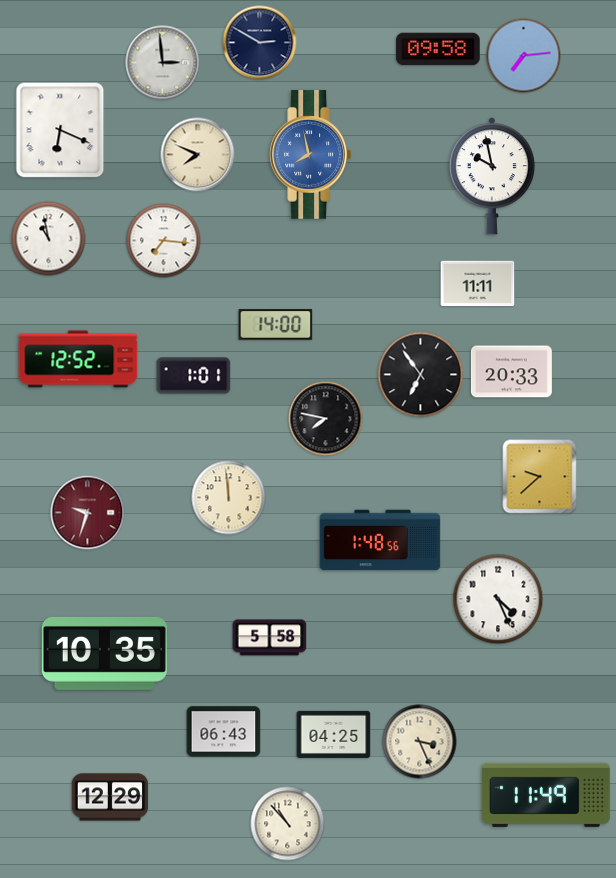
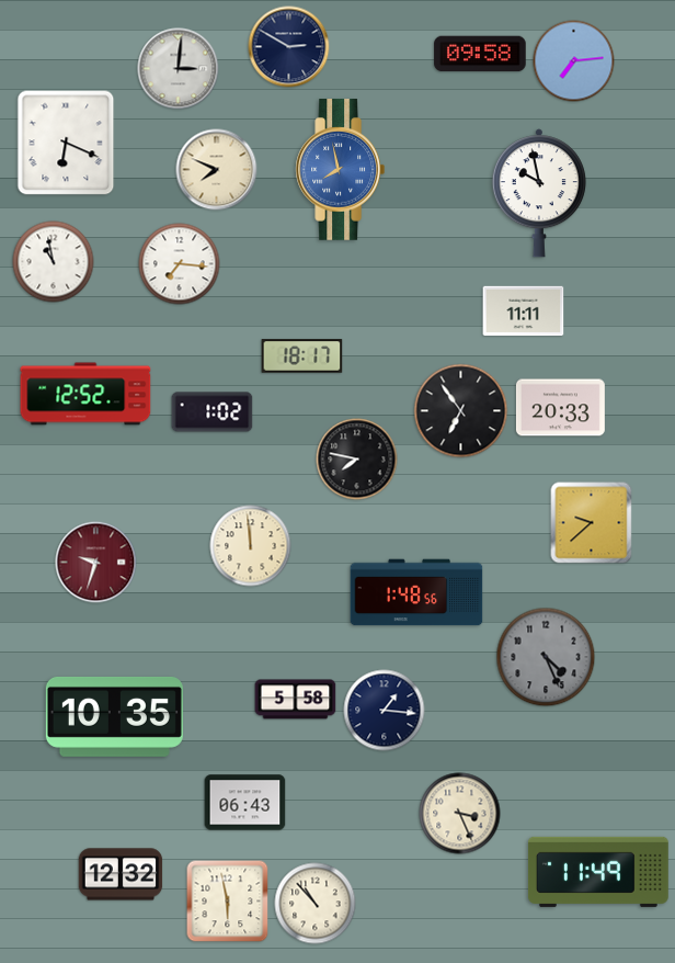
clock at (260, 43) position: (260, 43) -> (289, 47)
clock at (163, 63): 2:59 -> 3:01
clock at (276, 325): 14:00 -> 18:17
clock at (194, 376): 1:01 -> 1:02
clock at (498, 599) dial: white -> grey
clock at (385, 711): none -> 1:16
clock at (334, 734): 04:25 -> none
clock at (110, 797): 12:29 -> 12:32
clock at (228, 902): none -> 5:58
